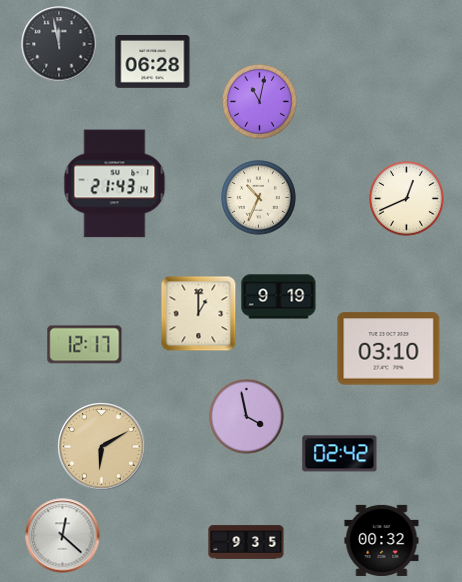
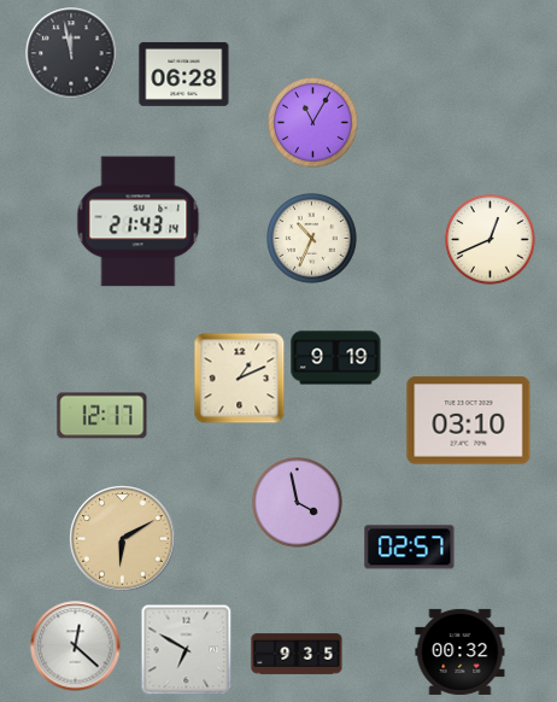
clock at (260, 102): 11:02 -> 11:05
clock at (199, 314): 1:00 -> 1:11
clock at (340, 454): 02:42 -> 02:57
clock at (187, 650): none -> 6:50
